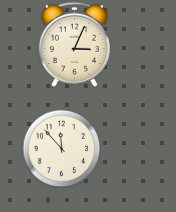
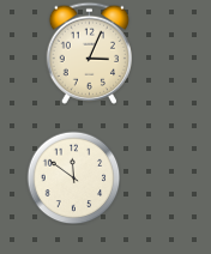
clock at (61, 148): 11:53 -> 11:51
